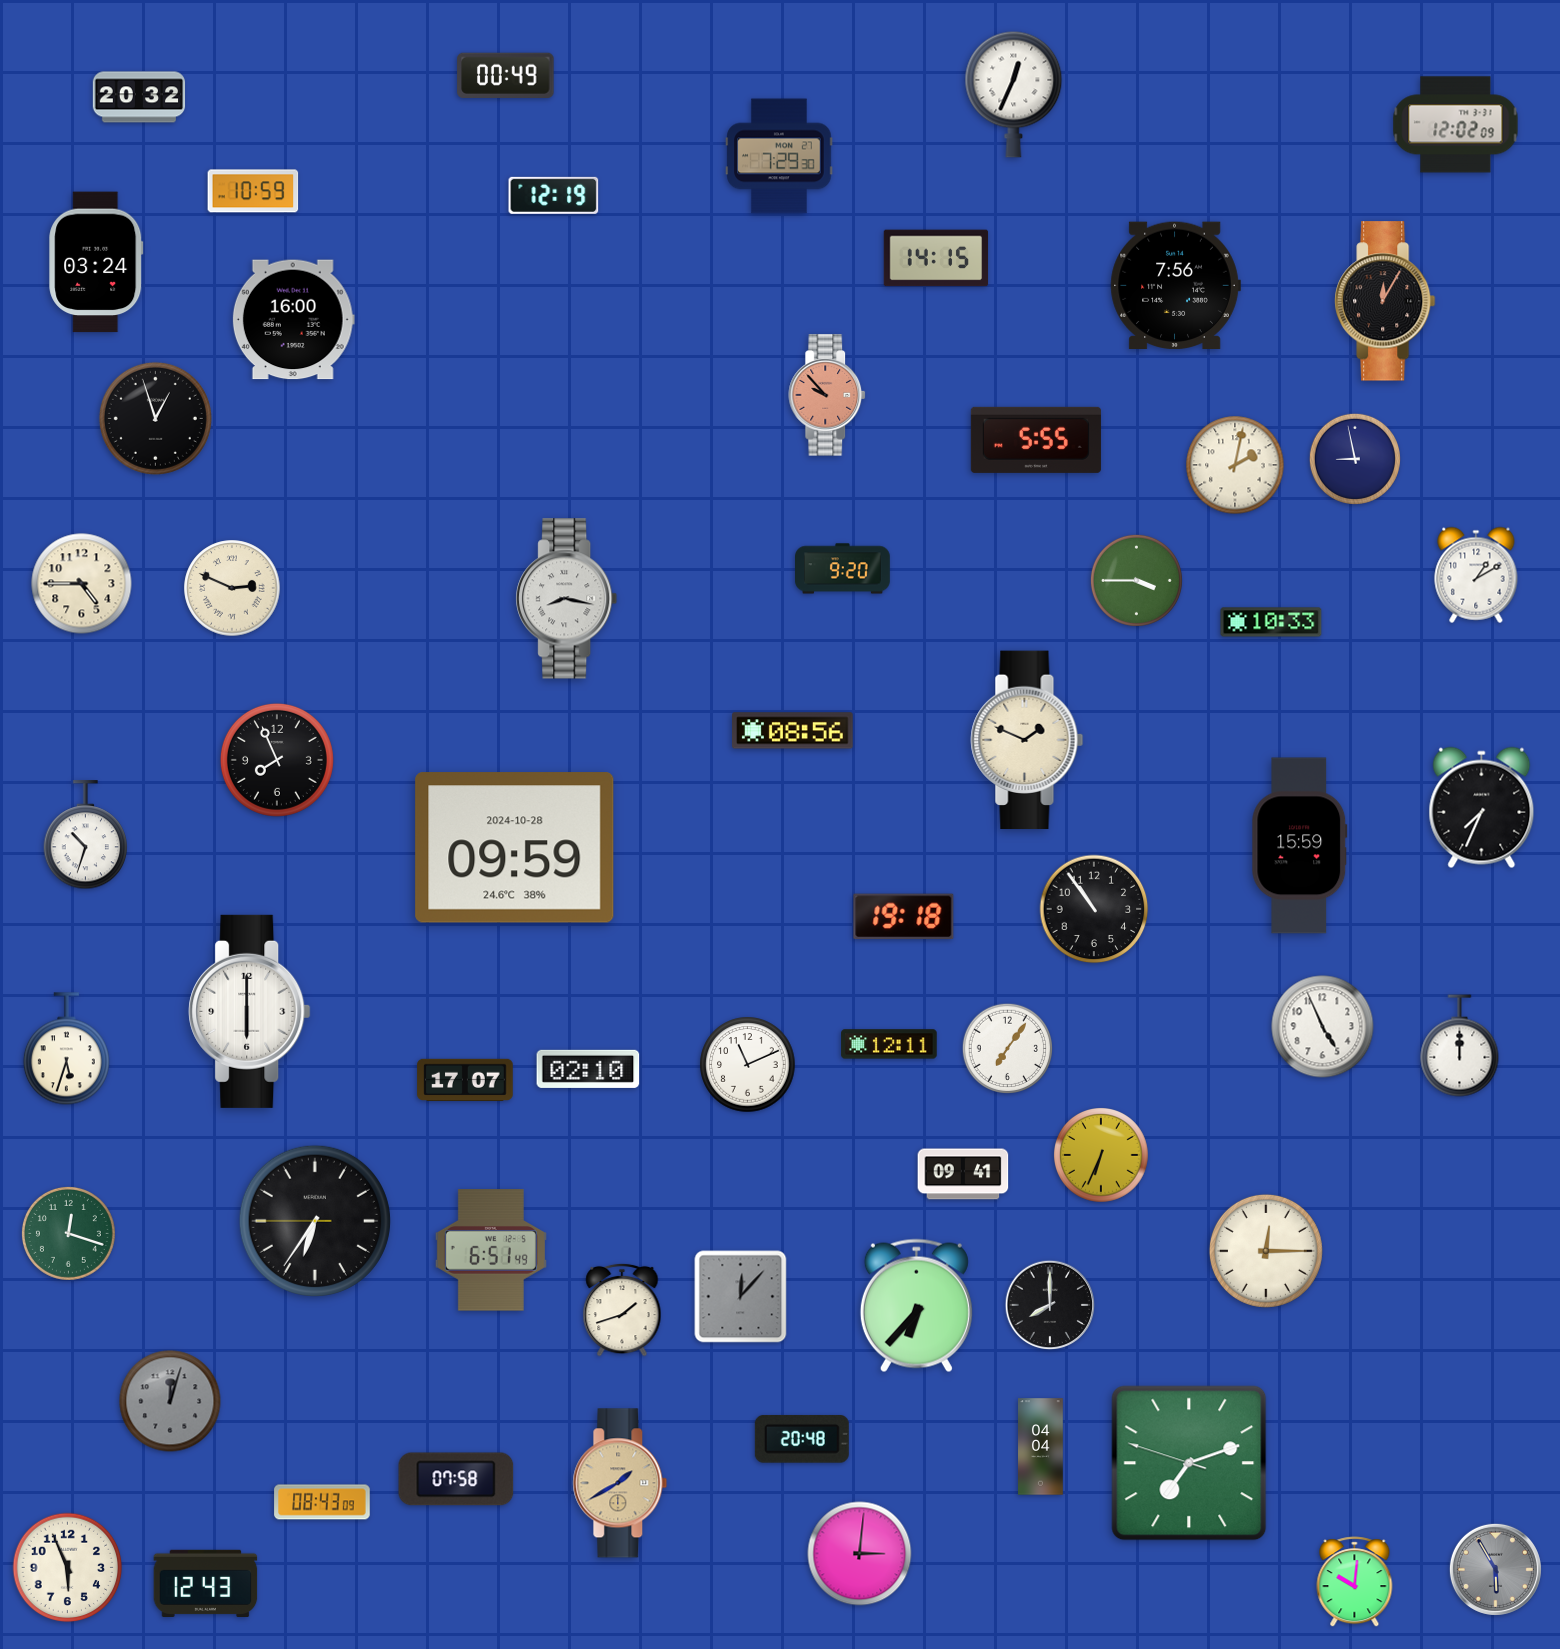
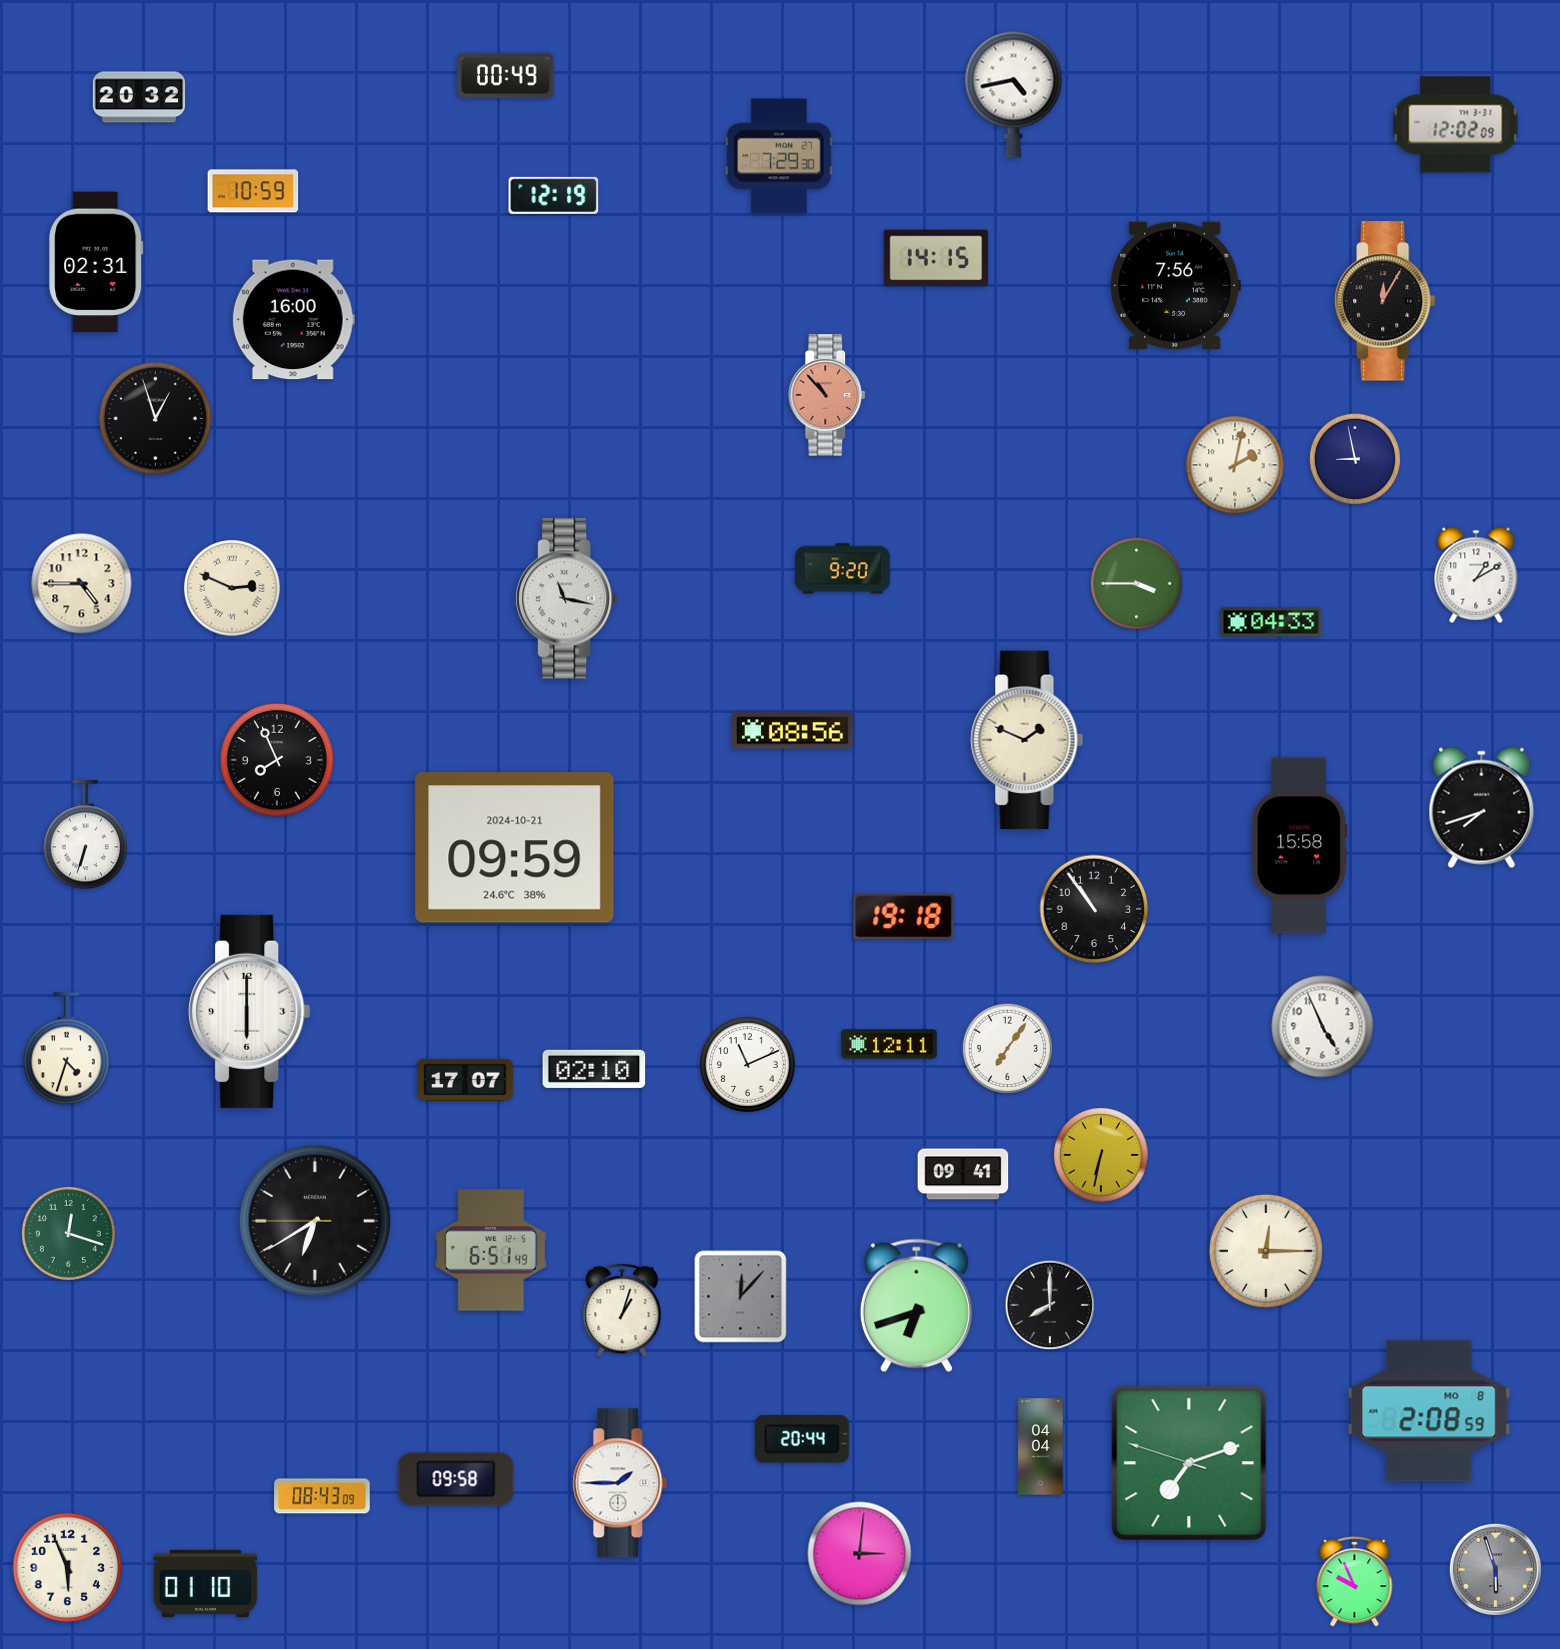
clock at (1014, 94): 12:34 -> 4:43
clock at (96, 262): 03:24 -> 02:31
clock at (828, 395): 9:53 -> 10:53
clock at (1036, 440): 5:55 -> none
clock at (1136, 580) position: (1136, 580) -> (1136, 583)
clock at (567, 599): 8:17 -> 11:17
clock at (1271, 622): 10:33 -> 04:33
clock at (1482, 808): 7:34 -> 7:42
clock at (86, 835): 10:33 -> 6:33
clock at (1300, 846): 15:59 -> 15:58
clock at (515, 848) date: 2024-10-28 -> 2024-10-21
clock at (1460, 1046): 12:00 -> none
clock at (66, 1049): 5:33 -> 4:33
clock at (588, 1069) position: (588, 1069) -> (594, 1069)
clock at (1102, 1156): 6:34 -> 6:32
clock at (315, 1221): 6:35 -> 6:39
clock at (916, 1306): 6:37 -> 6:42
clock at (622, 1310): 1:42 -> 1:03
clock at (170, 1401): 12:03 -> none
clock at (1429, 1411): none -> 2:08
clock at (802, 1439): 20:48 -> 20:44
clock at (456, 1479): 07:58 -> 09:58
clock at (620, 1483): 1:40 -> 1:45
clock at (620, 1483) dial: champagne -> white
clock at (322, 1502) position: (322, 1502) -> (322, 1496)
clock at (1495, 1569): 5:55 -> 5:57
clock at (1355, 1582): 10:01 -> 9:56
clock at (206, 1583): 12:43 -> 01:10
